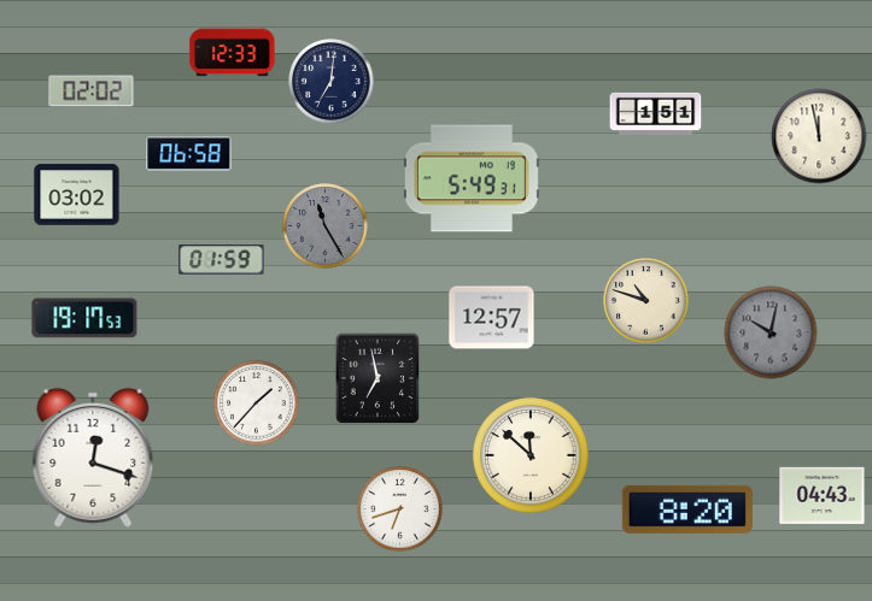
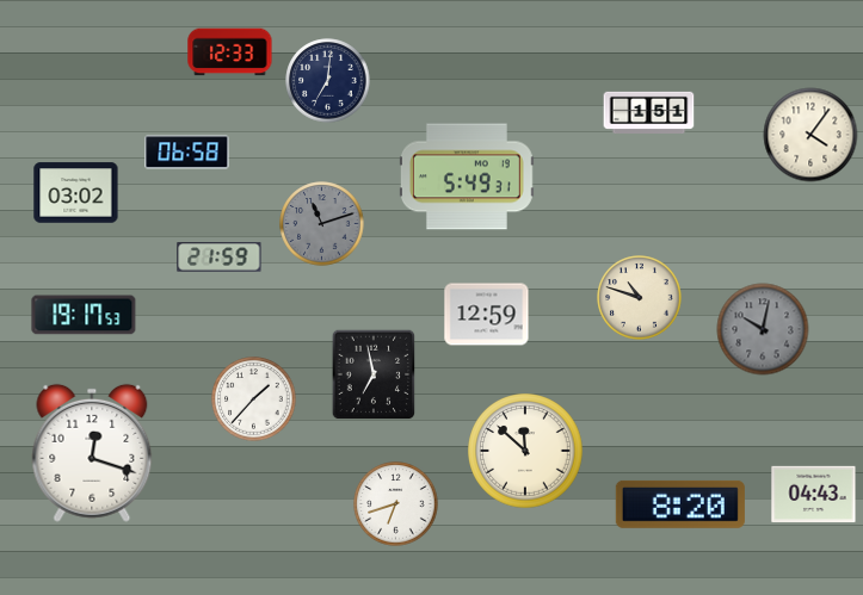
clock at (92, 92): 02:02 -> none
clock at (819, 136): 11:58 -> 4:06
clock at (326, 226): 11:25 -> 11:12
clock at (222, 260): 01:59 -> 21:59
clock at (492, 318): 12:57 -> 12:59
clock at (823, 496) position: (823, 496) -> (814, 495)
